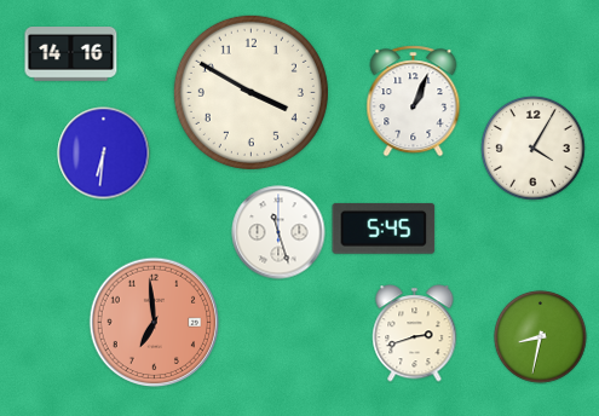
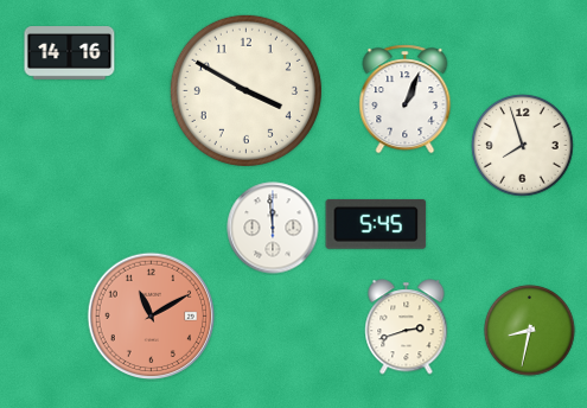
clock at (534, 149): 4:05 -> 7:57
clock at (104, 154): 6:31 -> none
clock at (278, 232): 11:27 -> 11:59
clock at (155, 323): 6:59 -> 11:10
